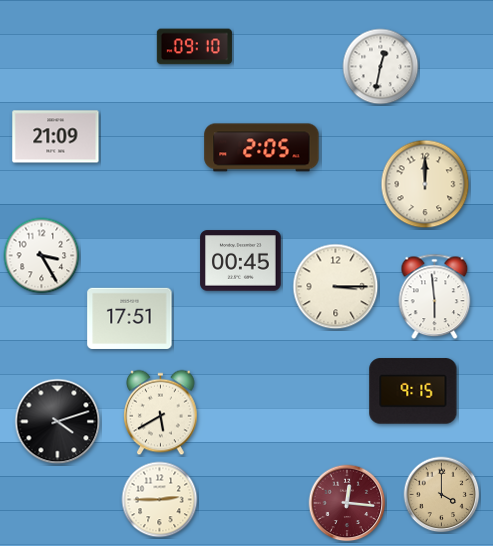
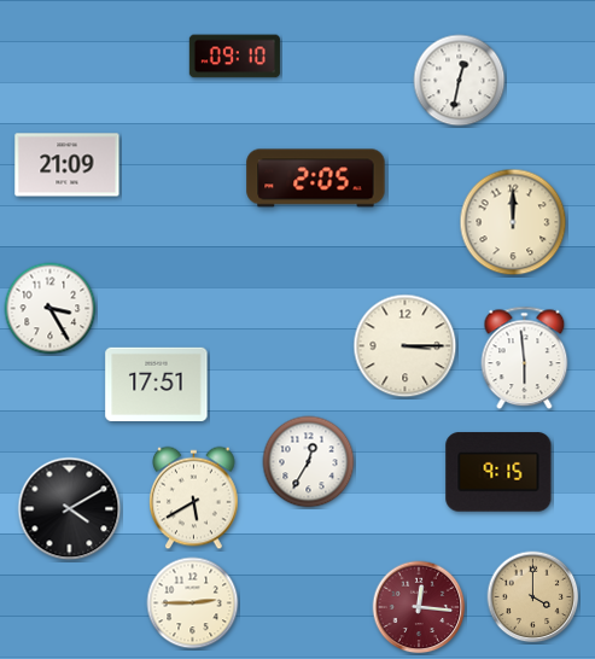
clock at (241, 261): 00:45 -> none
clock at (309, 462): none -> 12:35
clock at (58, 422): 4:12 -> 4:10
